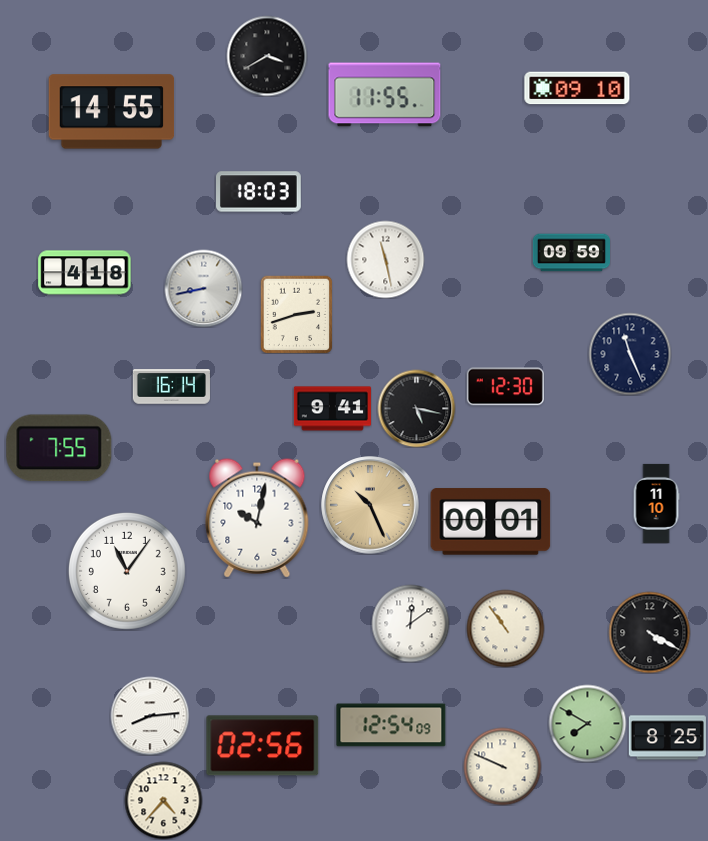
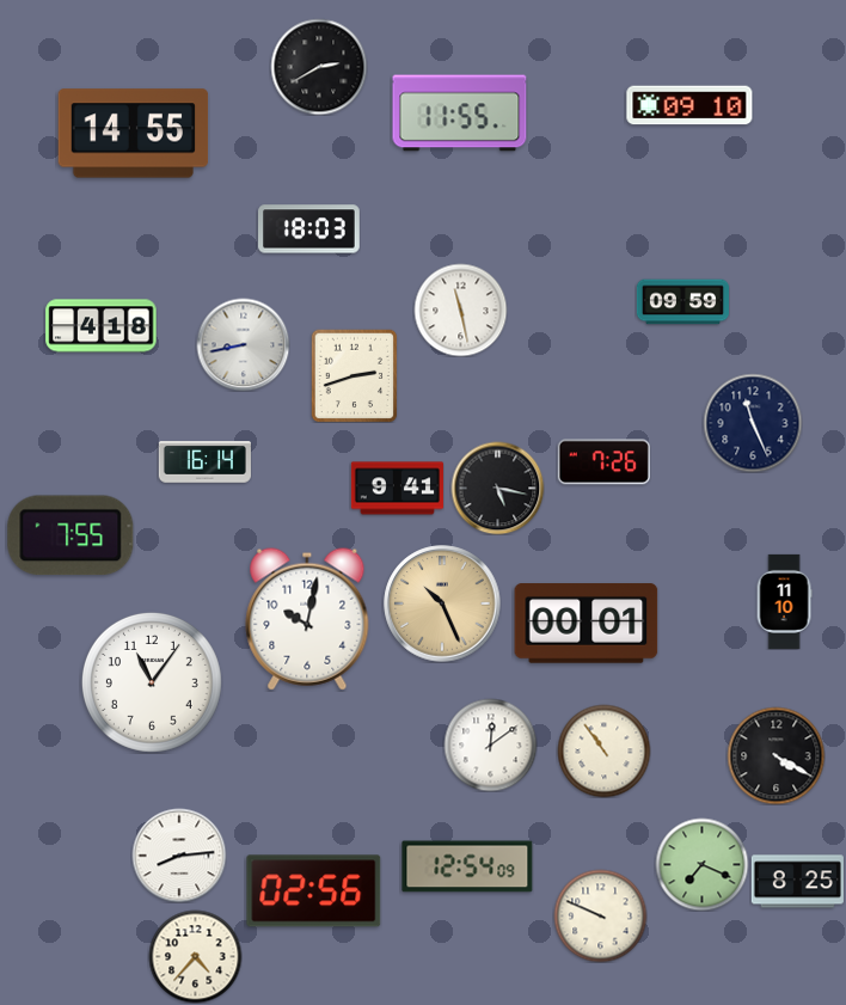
clock at (267, 56): 3:40 -> 2:40
clock at (505, 387): 12:30 -> 7:26
clock at (587, 723): 7:50 -> 7:19
